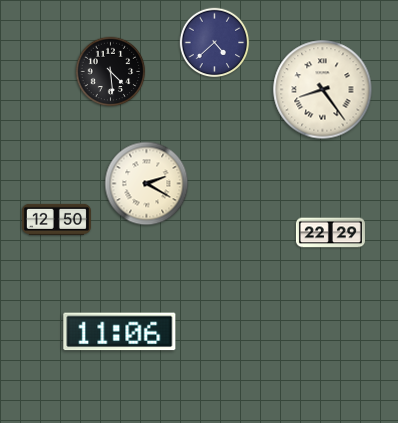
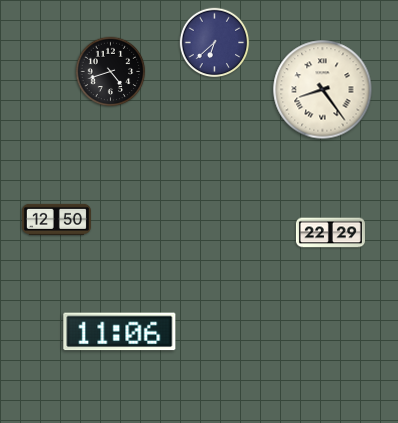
clock at (215, 43): 4:38 -> 6:38
clock at (111, 72): 4:29 -> 4:42
clock at (147, 184): 2:20 -> none
